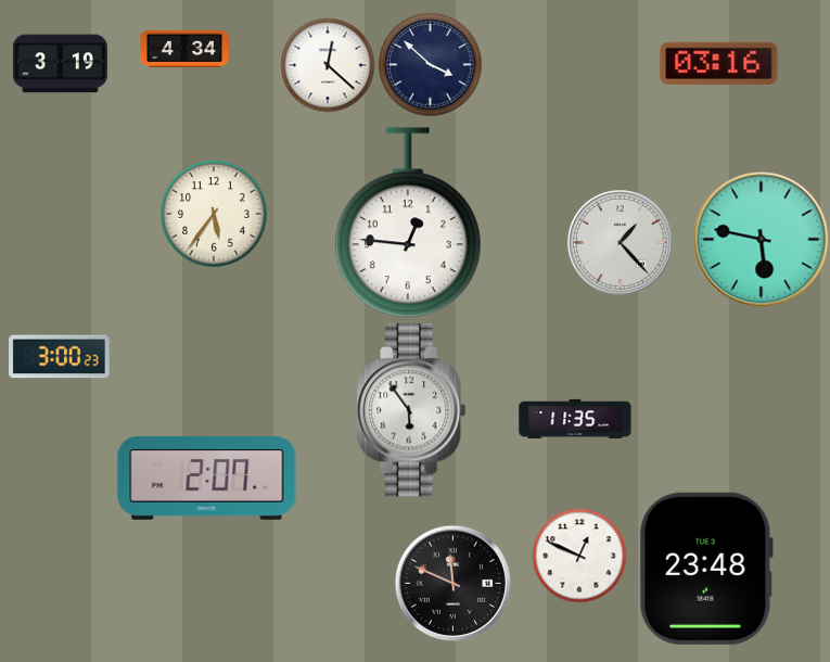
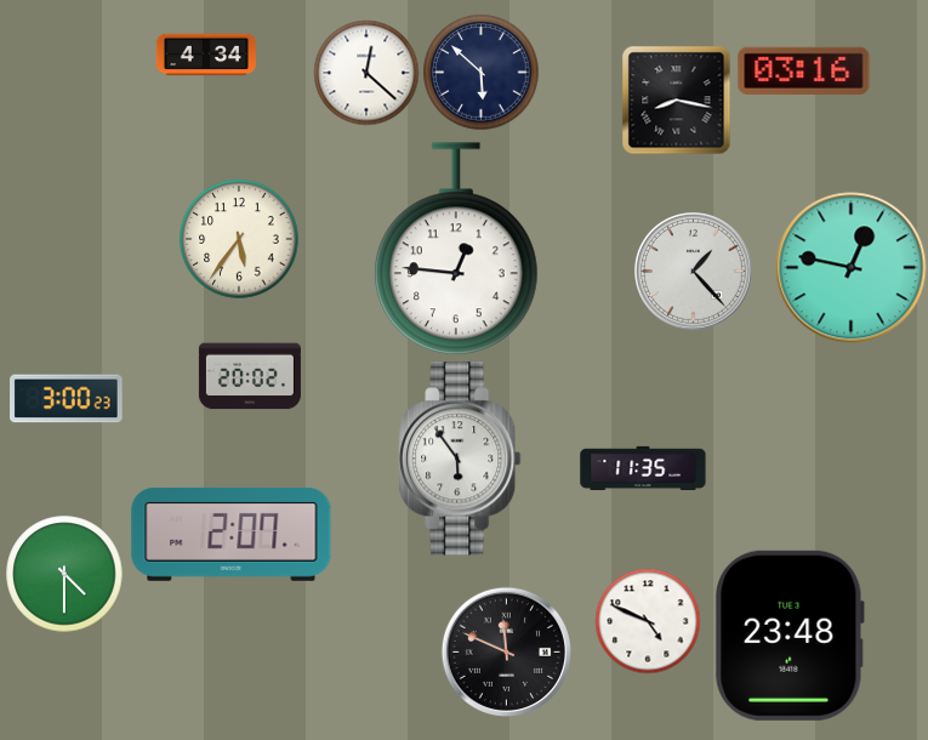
clock at (60, 64): 3:19 -> none
clock at (430, 64): 3:52 -> 5:52
clock at (676, 99): none -> 8:17
clock at (762, 240): 5:47 -> 12:47
clock at (250, 376): none -> 20:02
clock at (64, 574): none -> 4:30
clock at (579, 556): 12:49 -> 4:49
